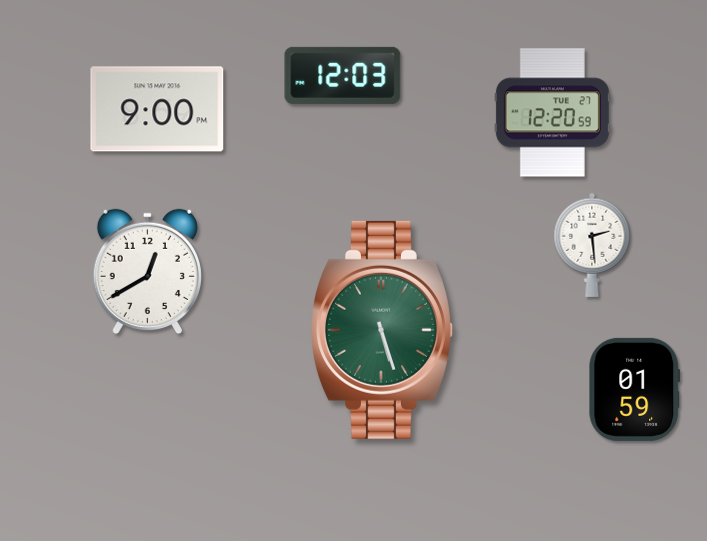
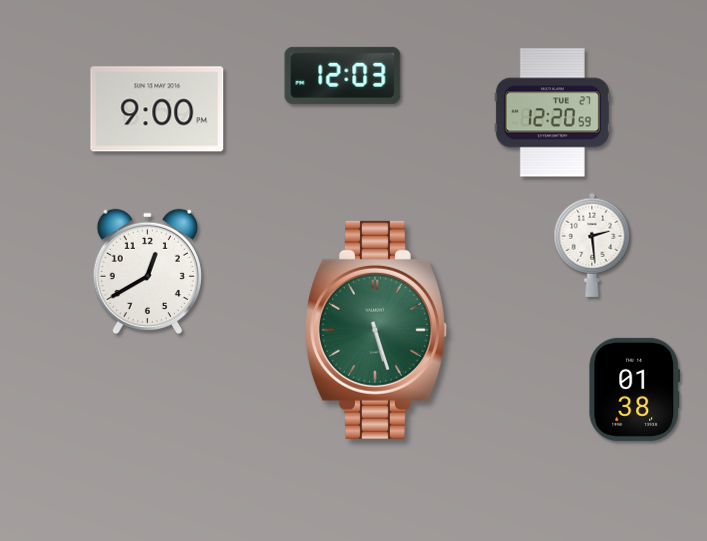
clock at (383, 330) position: (383, 330) -> (377, 330)
clock at (635, 389): 01:59 -> 01:38
